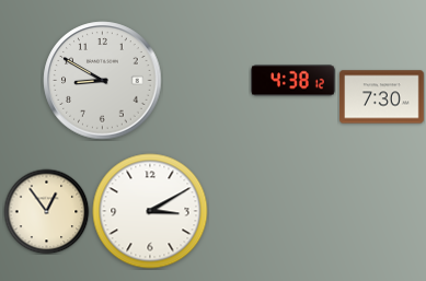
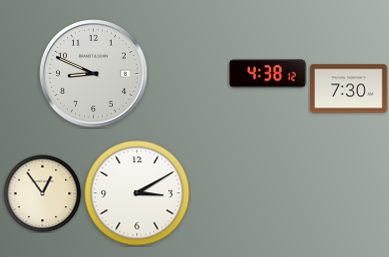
clock at (103, 81): 8:50 -> 8:49
